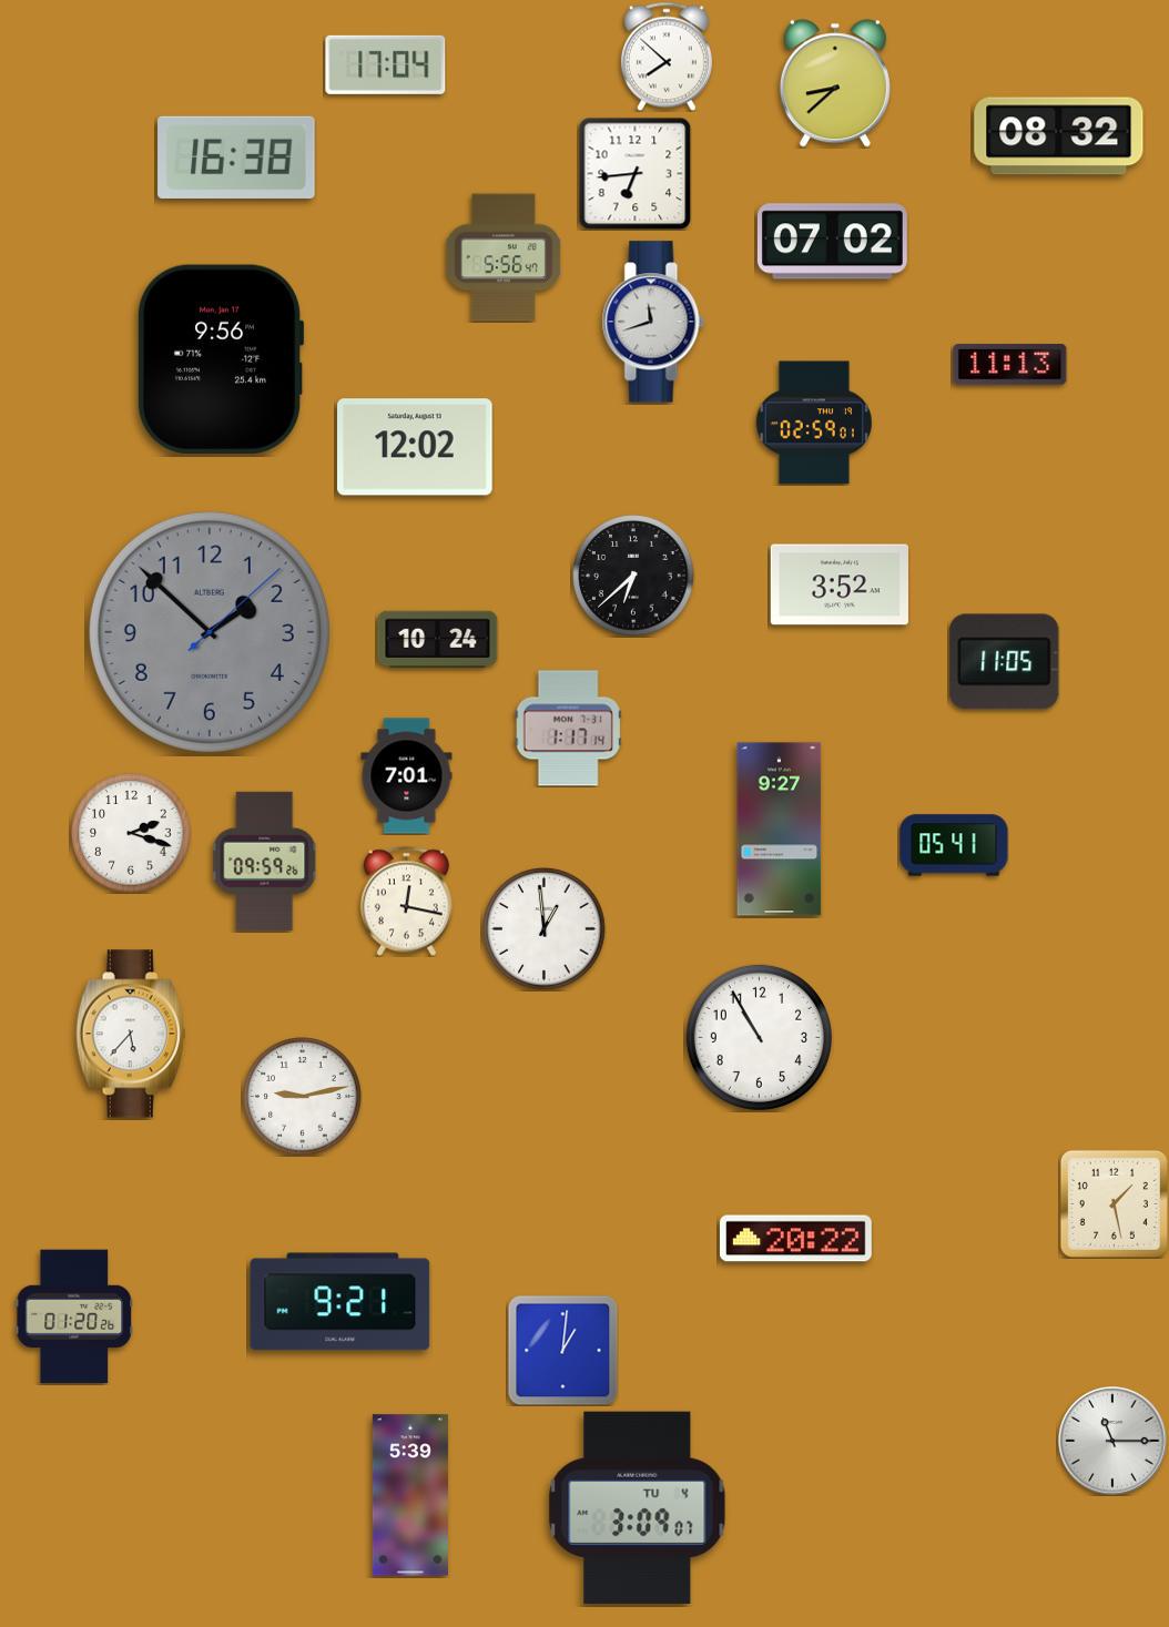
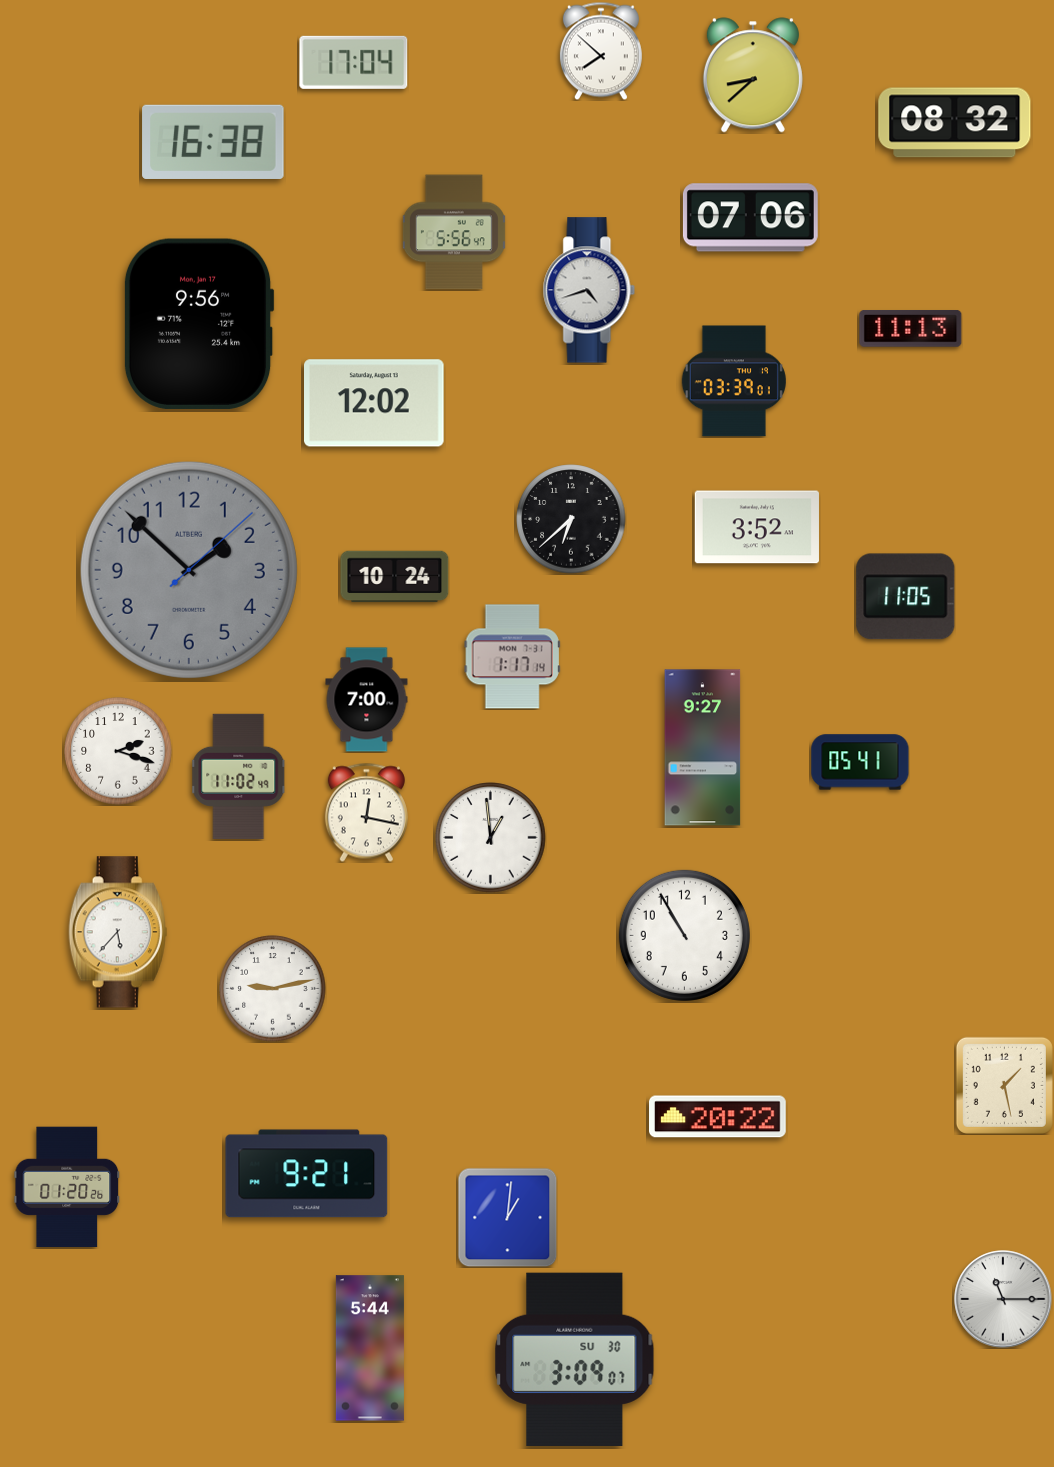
clock at (386, 64) position: (386, 64) -> (354, 62)
clock at (634, 173): 6:44 -> none
clock at (832, 242): 07:02 -> 07:06
clock at (653, 322): 11:42 -> 4:42
clock at (814, 423): 02:59 -> 03:39
clock at (407, 776): 7:01 -> 7:00
clock at (265, 861): 09:59 -> 11:02
clock at (410, 1495): 5:39 -> 5:44
clock at (638, 1507) date: TU 4 -> SU 30
